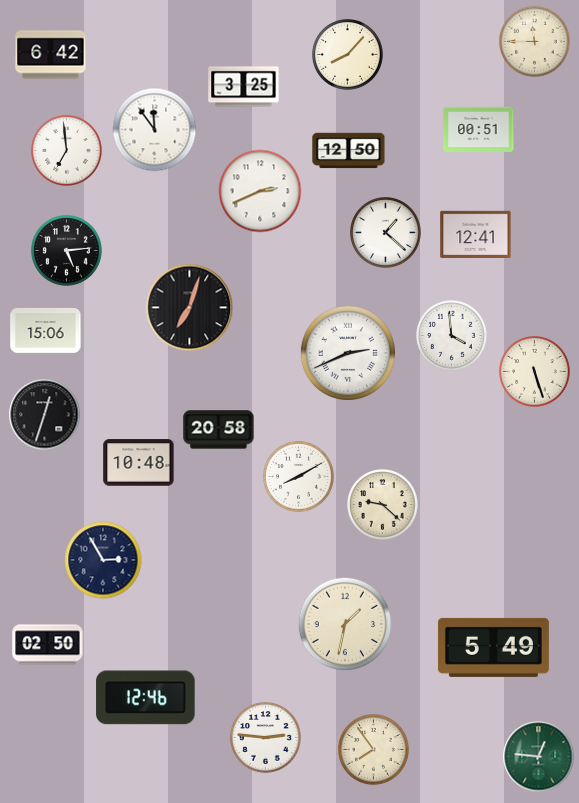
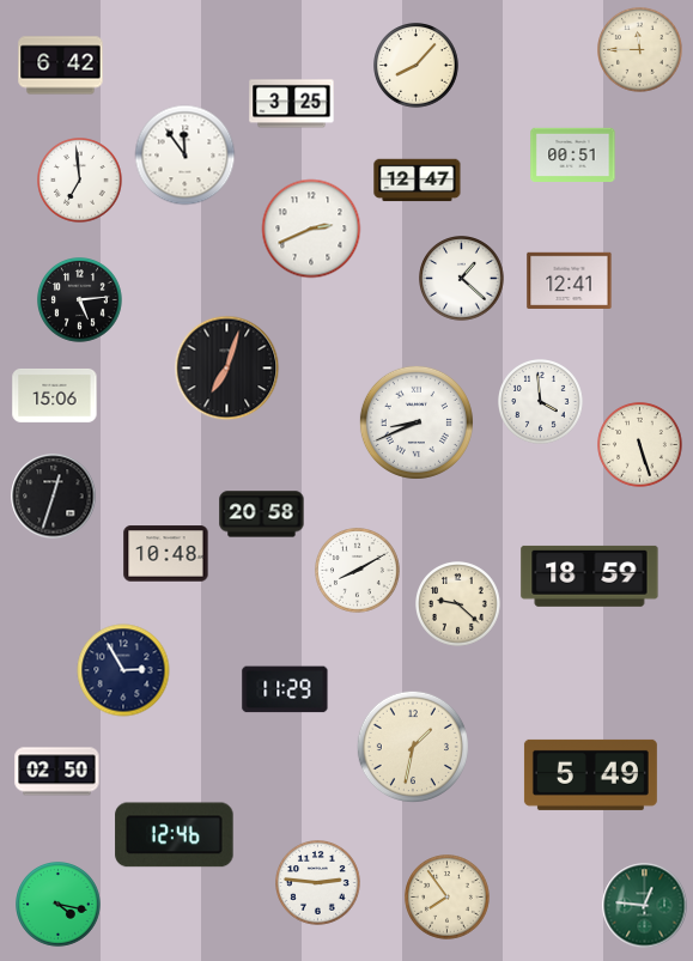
clock at (349, 151): 12:50 -> 12:47
clock at (348, 353): 2:41 -> 8:41
clock at (590, 576): none -> 18:59
clock at (285, 689): none -> 11:29
clock at (59, 905): none -> 4:17
